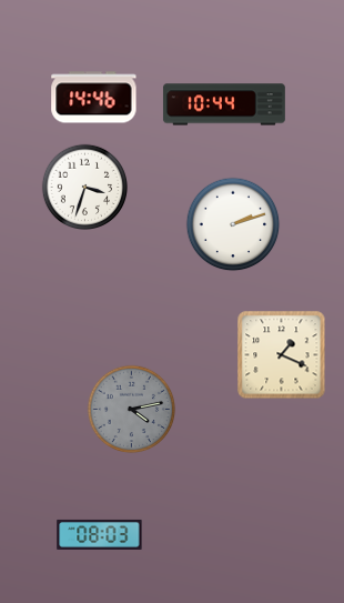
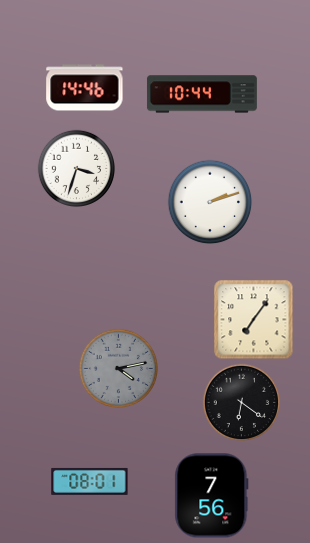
clock at (282, 355): 1:19 -> 7:06
clock at (241, 402): none -> 6:21
clock at (100, 534): 08:03 -> 08:01
clock at (212, 496): none -> 7:56
